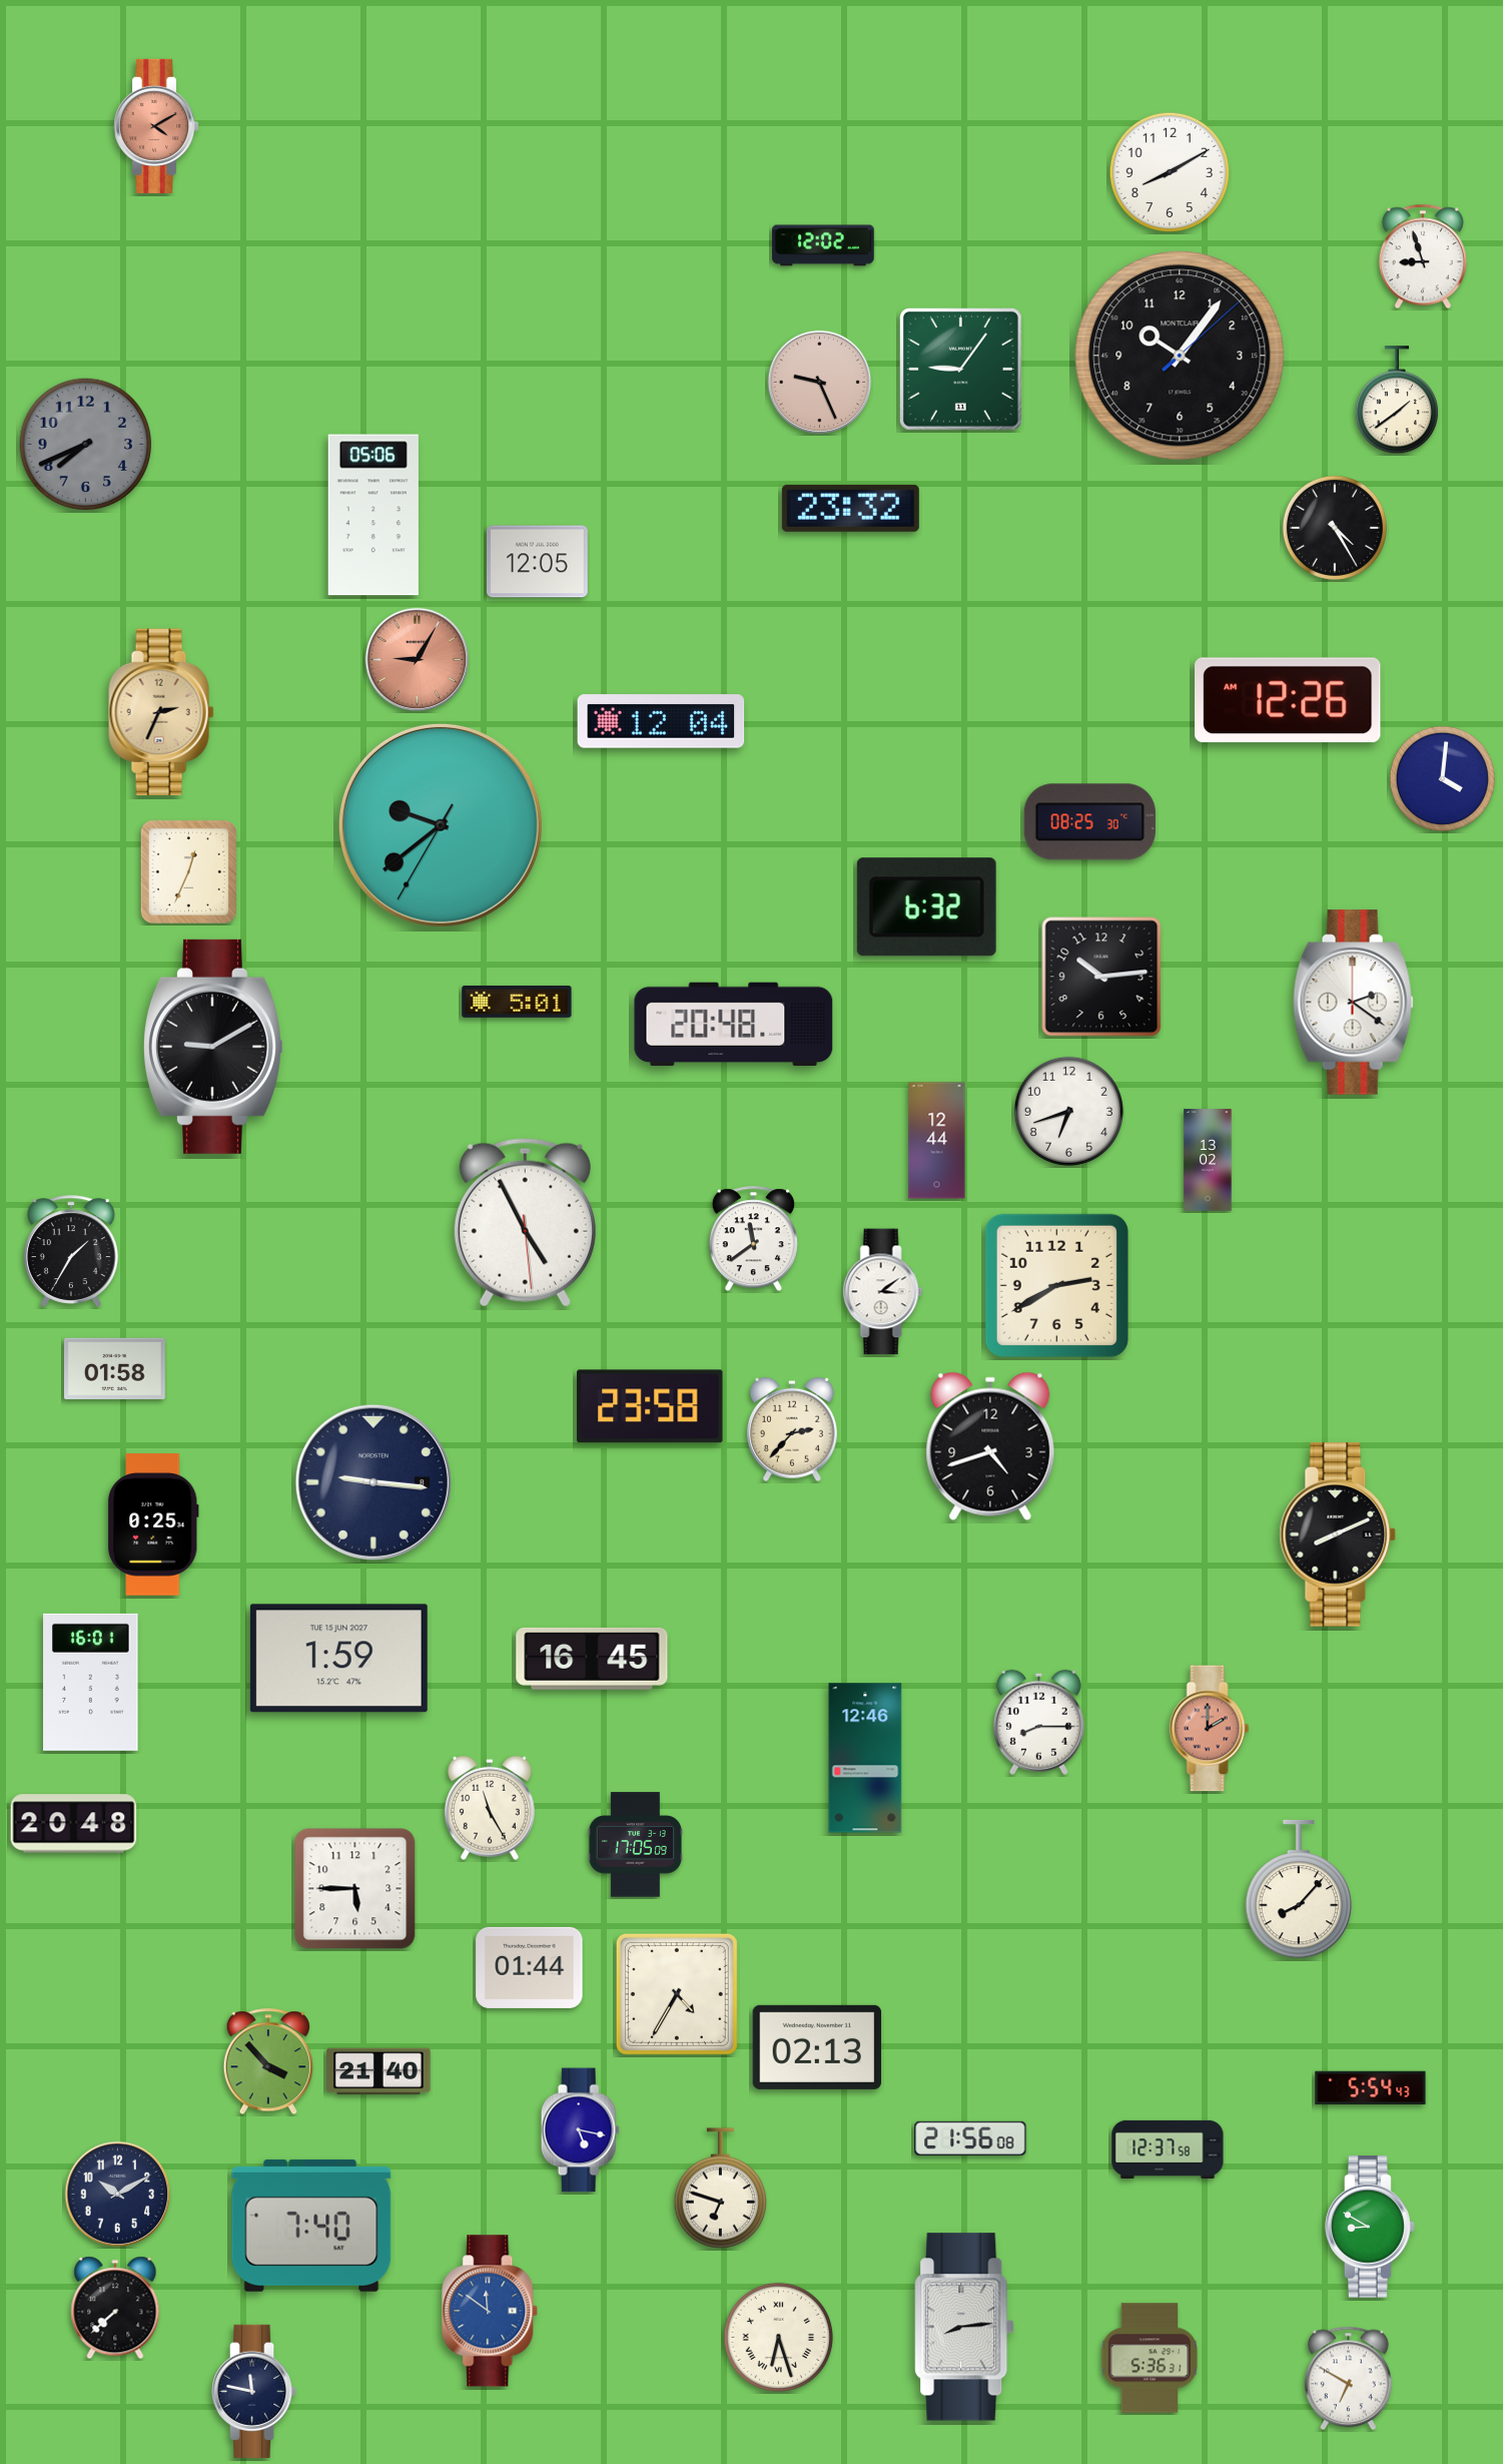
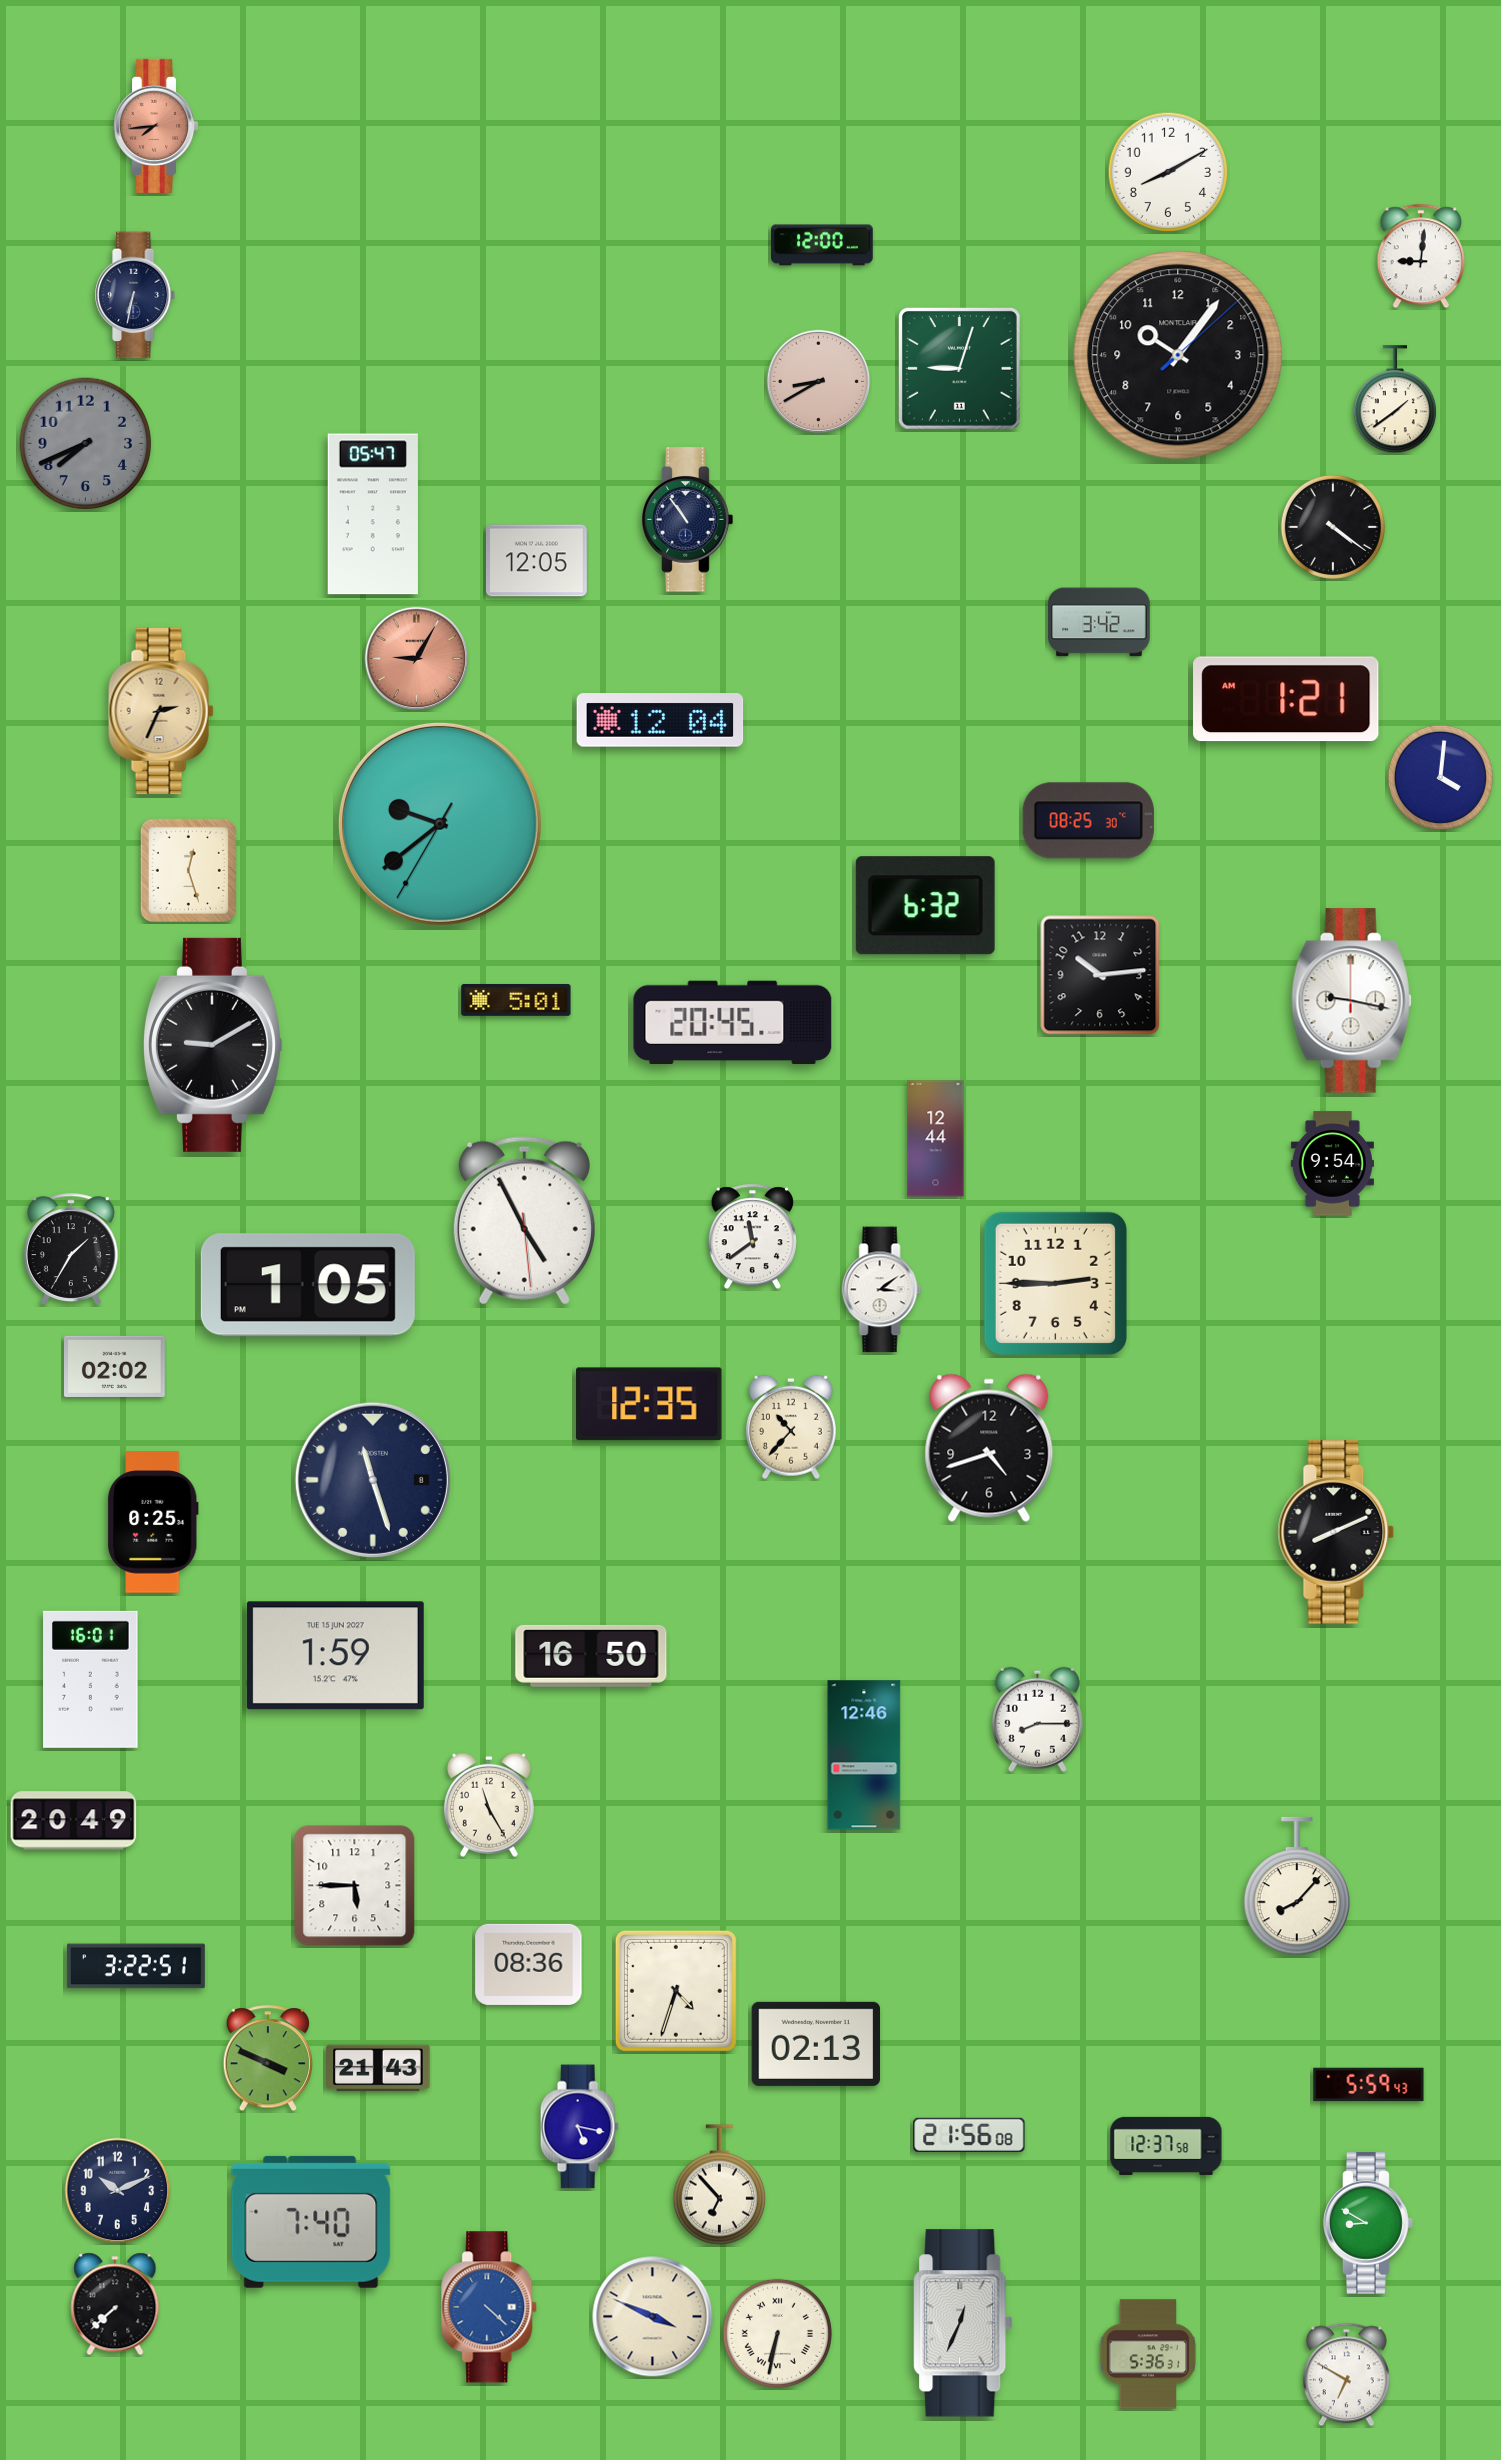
clock at (157, 126): 4:10 -> 7:44
clock at (823, 245): 12:02 -> 12:00
clock at (1423, 256): 8:57 -> 9:01
clock at (136, 295): none -> 6:32
clock at (960, 369): 9:06 -> 9:03
clock at (820, 383): 9:26 -> 8:40
clock at (850, 508): 23:32 -> none
clock at (373, 515): 05:06 -> 05:47
clock at (688, 520): none -> 10:54
clock at (1335, 528): 4:25 -> 4:21
clock at (1099, 622): none -> 3:42
clock at (1288, 700): 12:26 -> 1:21
clock at (188, 871): 12:34 -> 12:27
clock at (1354, 1003): 2:21 -> 9:17
clock at (734, 1025): 20:48 -> 20:45
clock at (1068, 1111): 6:42 -> none
clock at (1208, 1160): 13:02 -> none
clock at (1332, 1164): none -> 9:54
clock at (1056, 1285): 2:40 -> 2:45
clock at (308, 1285): none -> 1:05
clock at (115, 1368): 01:58 -> 02:02
clock at (650, 1406): 23:58 -> 12:35
clock at (792, 1429): 2:37 -> 10:37
clock at (990, 1446) position: (990, 1446) -> (989, 1448)
clock at (373, 1482): 9:16 -> 11:27
clock at (338, 1659) position: (338, 1659) -> (335, 1656)
clock at (592, 1659): 16:45 -> 16:50
clock at (1210, 1729): 2:00 -> none
clock at (74, 1824): 20:48 -> 20:49
clock at (635, 1845): 17:05 -> none
clock at (530, 1967): 01:44 -> 08:36
clock at (136, 1966): none -> 3:22
clock at (677, 1994): 4:35 -> 4:33
clock at (267, 2062): 3:53 -> 3:49
clock at (379, 2071): 21:40 -> 21:43
clock at (1371, 2088): 5:54 -> 5:59
clock at (720, 2189): 6:48 -> 6:53
clock at (118, 2195): 10:10 -> 10:11
clock at (491, 2311): 11:51 -> 4:22
clock at (653, 2317): none -> 3:49
clock at (964, 2327): 8:14 -> 12:34
clock at (778, 2337): 6:27 -> 6:32
clock at (255, 2391): 11:47 -> none
